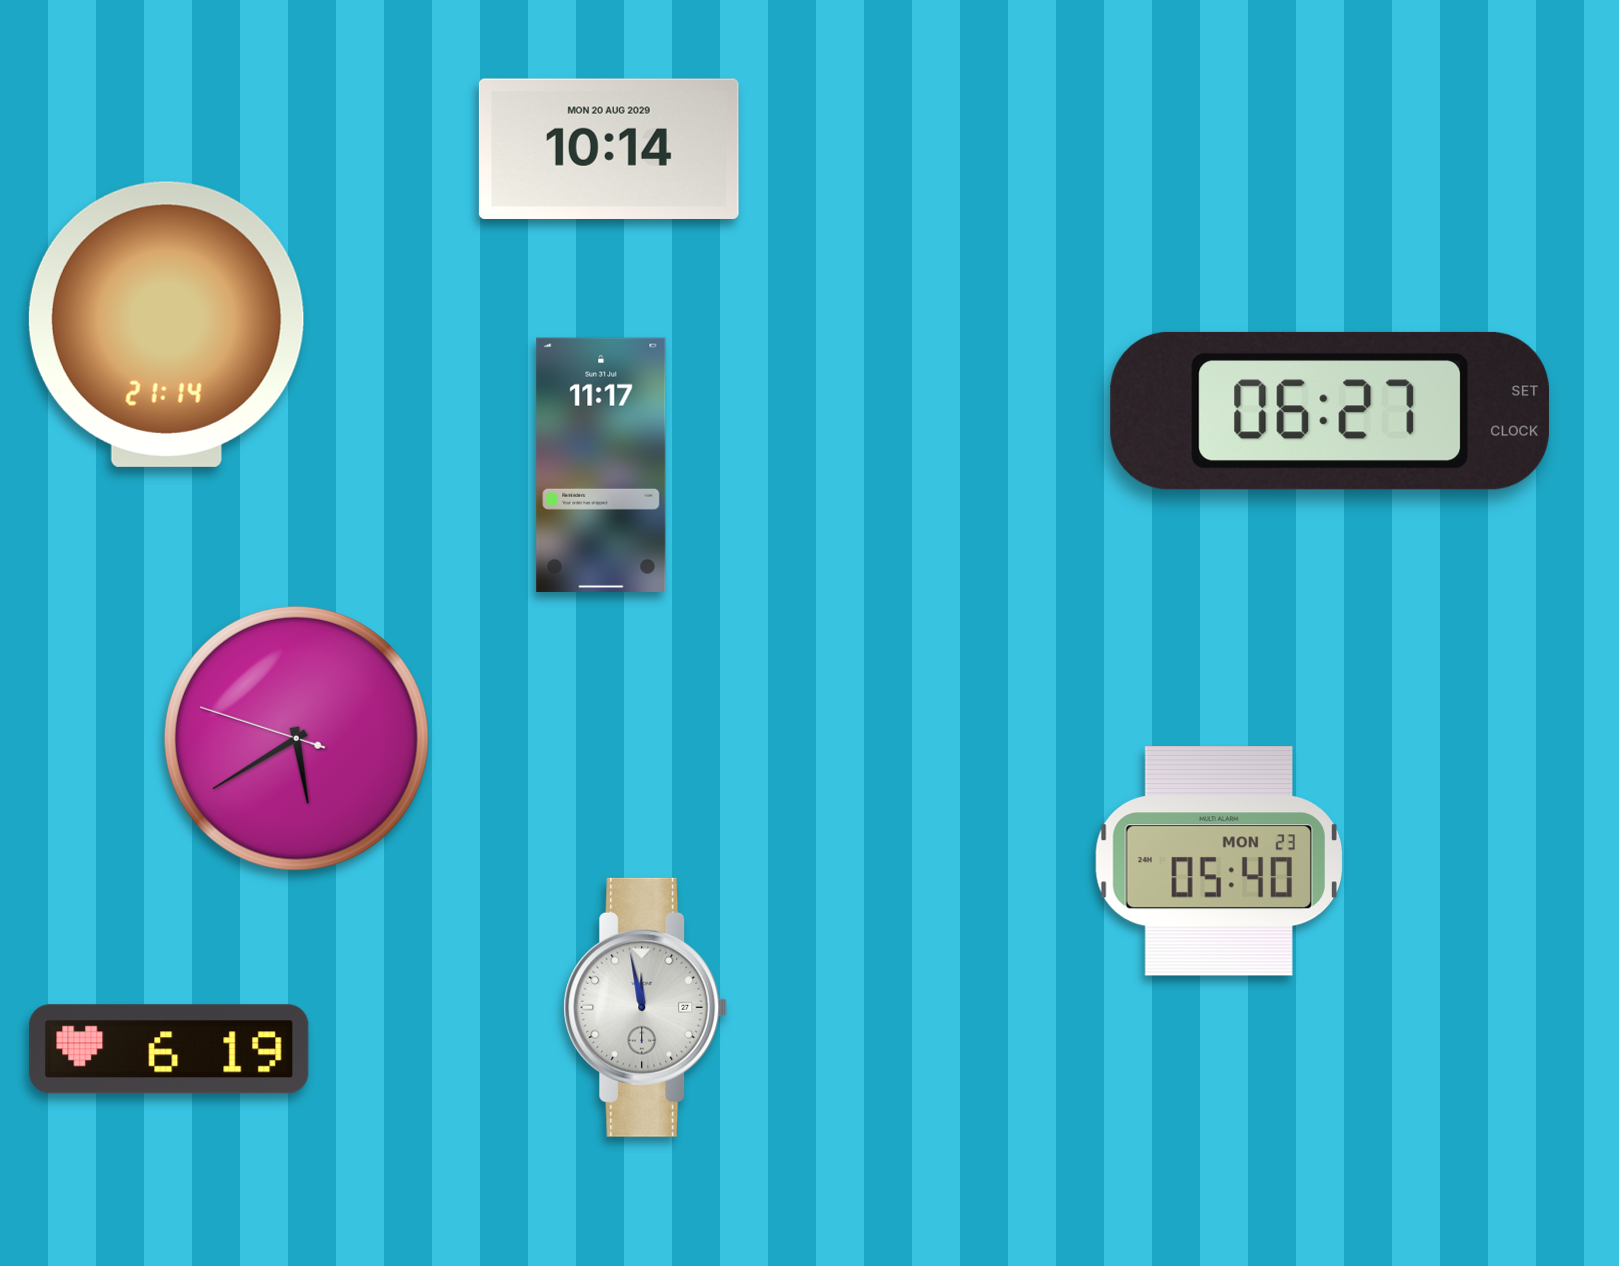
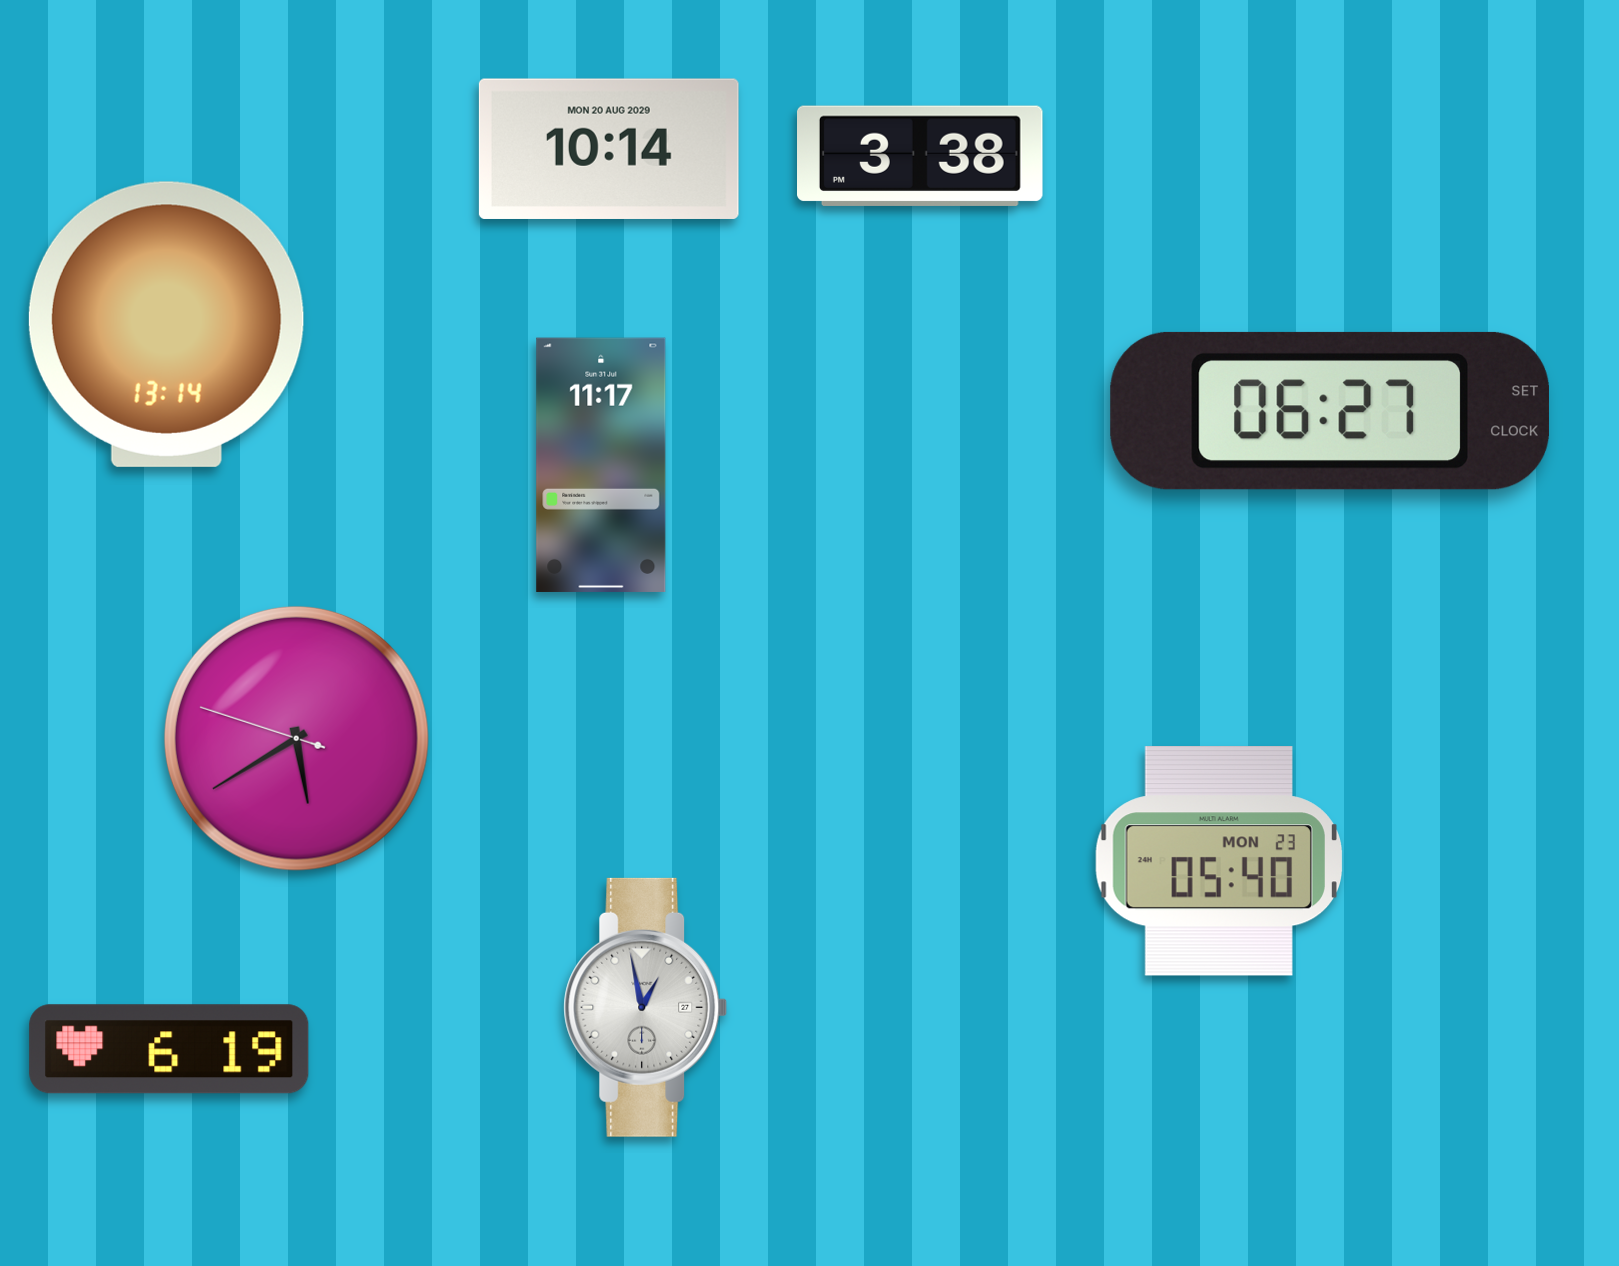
clock at (921, 156): none -> 3:38
clock at (166, 324): 21:14 -> 13:14
clock at (646, 1007): 11:58 -> 12:58
